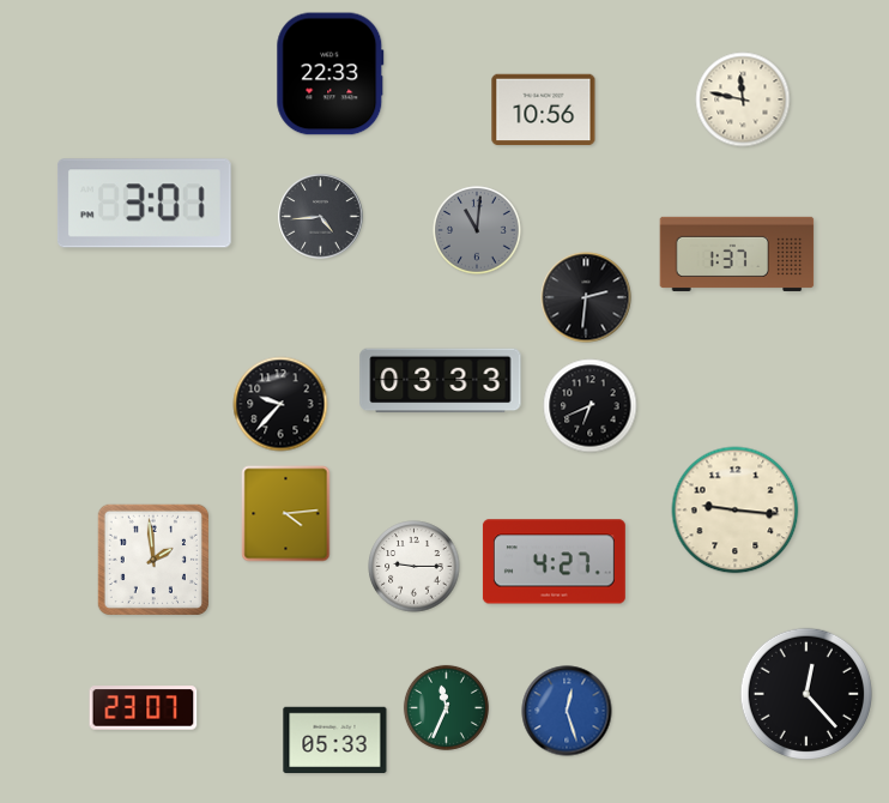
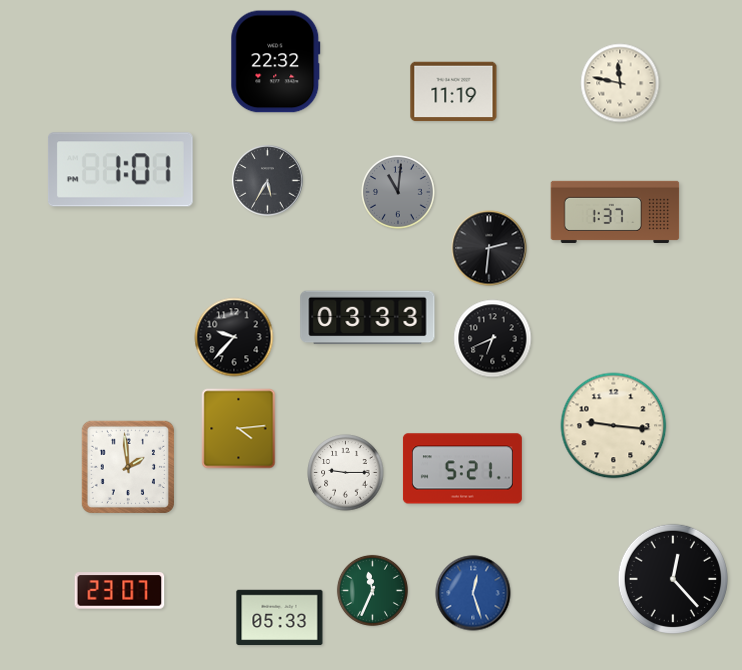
clock at (331, 74): 22:33 -> 22:32
clock at (544, 110): 10:56 -> 11:19
clock at (144, 204): 3:01 -> 1:01
clock at (321, 217): 4:44 -> 5:35
clock at (554, 562): 4:27 -> 5:21
